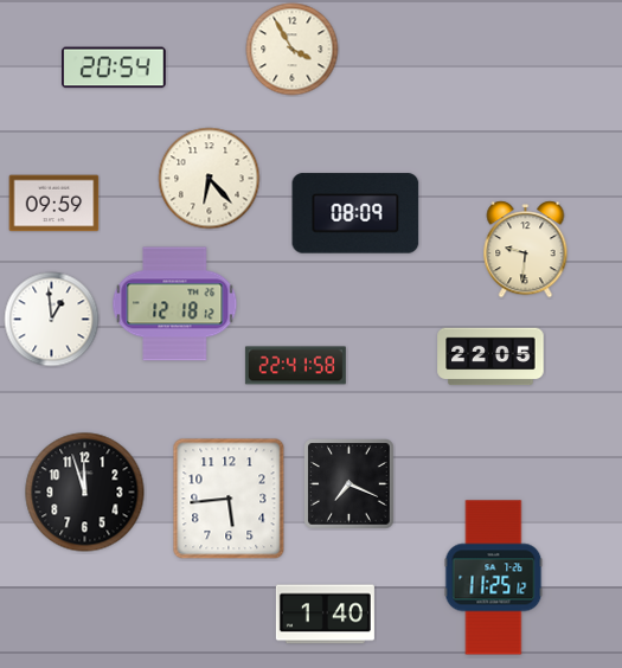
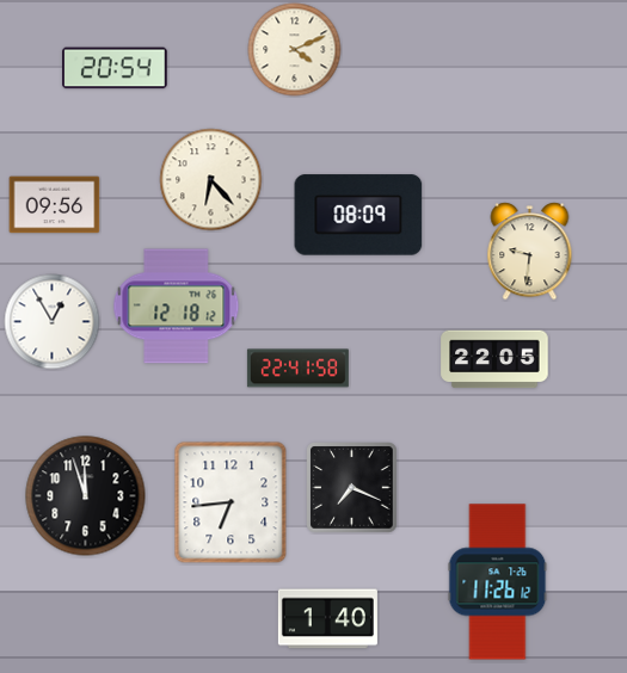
clock at (293, 50): 3:55 -> 4:11
clock at (54, 204): 09:59 -> 09:56
clock at (52, 320): 12:59 -> 12:55
clock at (229, 499): 5:44 -> 6:44
clock at (494, 578): 11:25 -> 11:26
